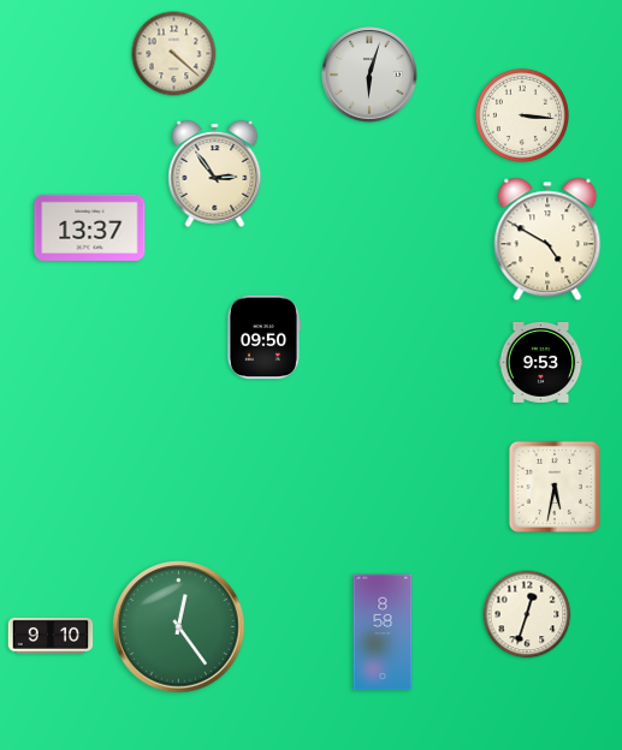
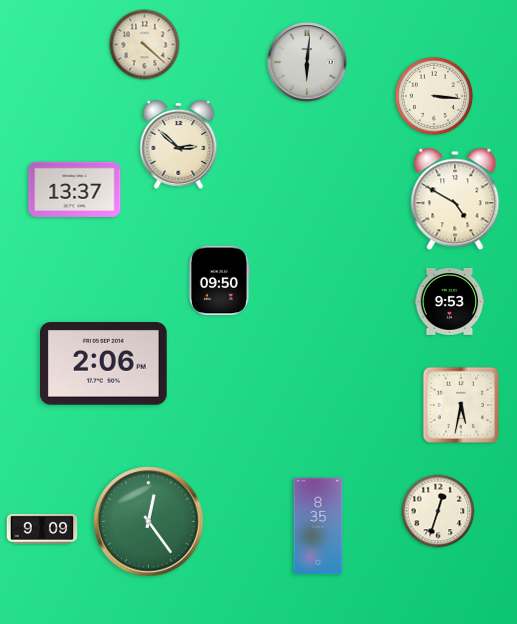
clock at (369, 75): 6:03 -> 6:01
clock at (215, 173): 2:54 -> 2:52
clock at (104, 364): none -> 2:06
clock at (383, 632): 8:58 -> 8:35
clock at (51, 636): 9:10 -> 9:09
